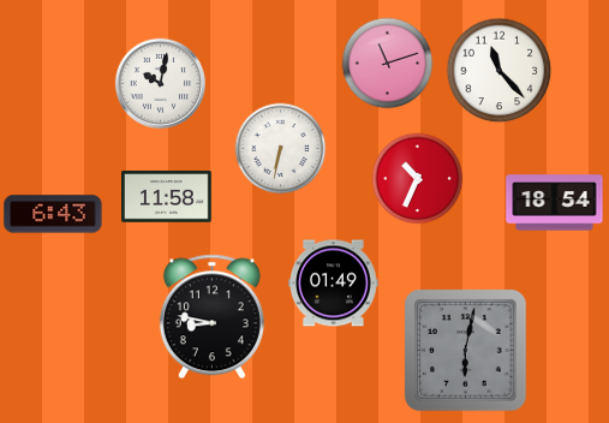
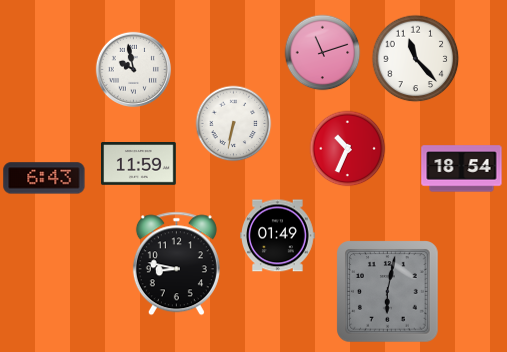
clock at (160, 83): 10:02 -> 9:58
clock at (167, 197): 11:58 -> 11:59
